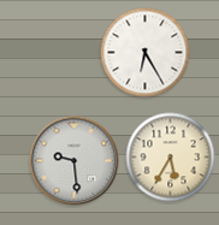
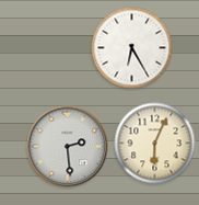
clock at (171, 158): 5:35 -> 6:04
clock at (75, 161): 9:29 -> 2:29
